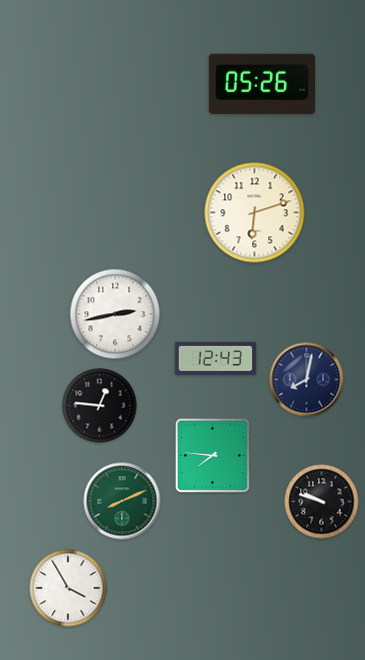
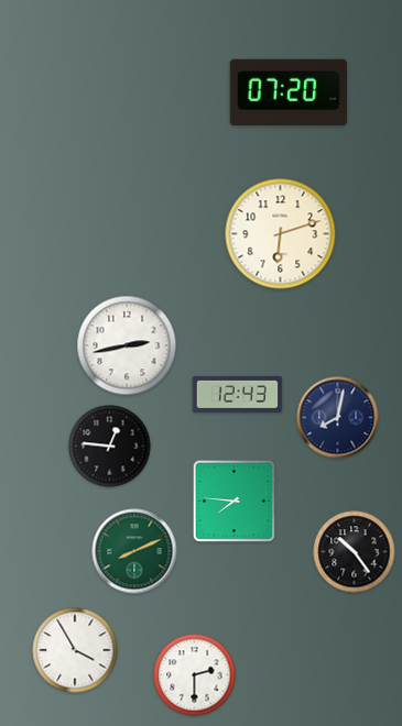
clock at (261, 83): 05:26 -> 07:20
clock at (322, 502): 9:48 -> 10:24
clock at (68, 588) position: (68, 588) -> (75, 650)
clock at (195, 675): none -> 2:30
